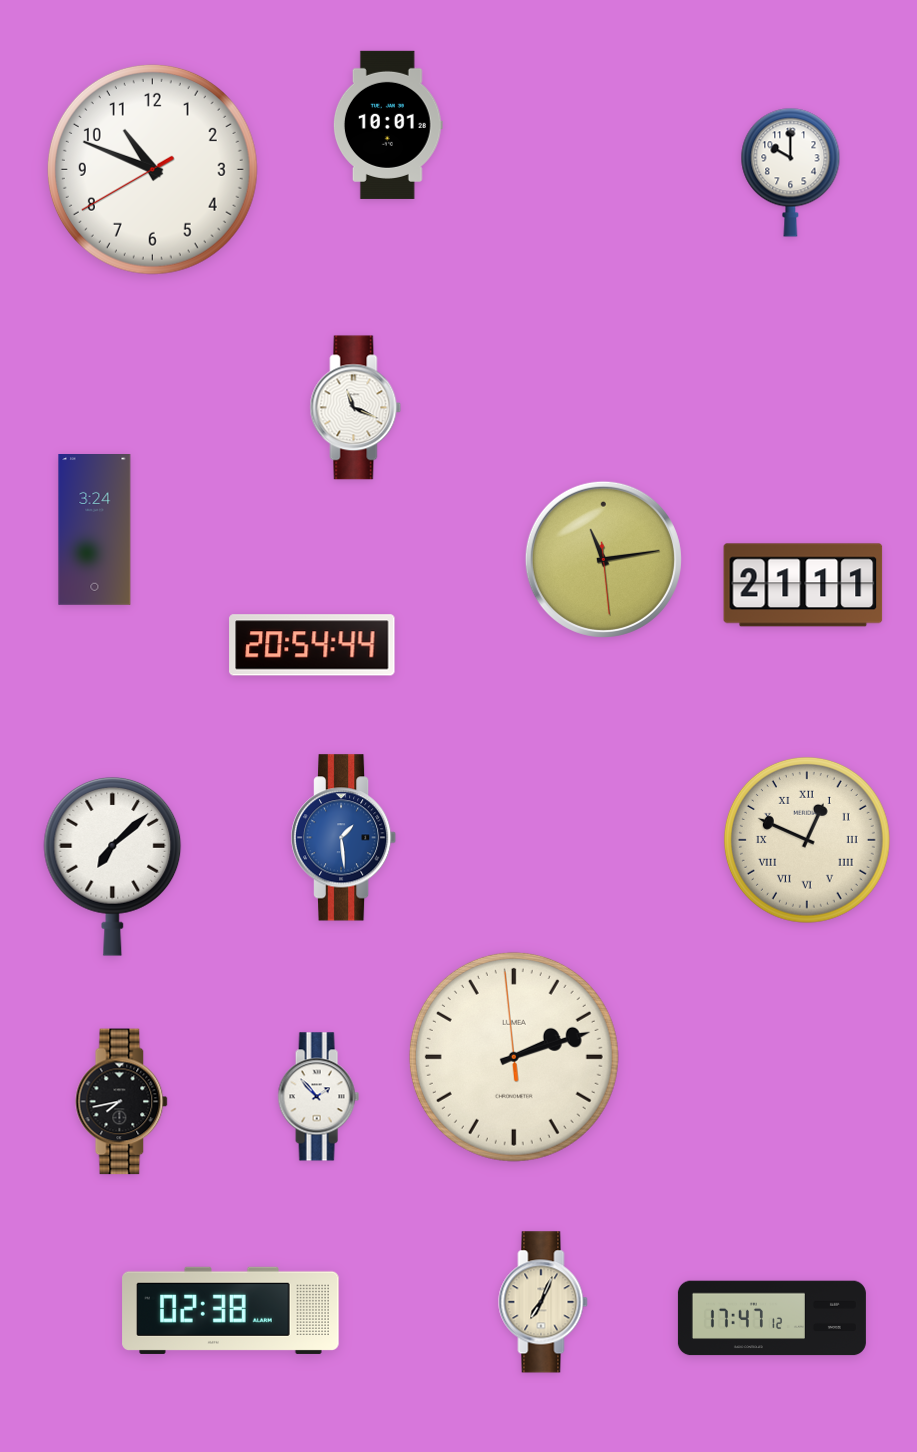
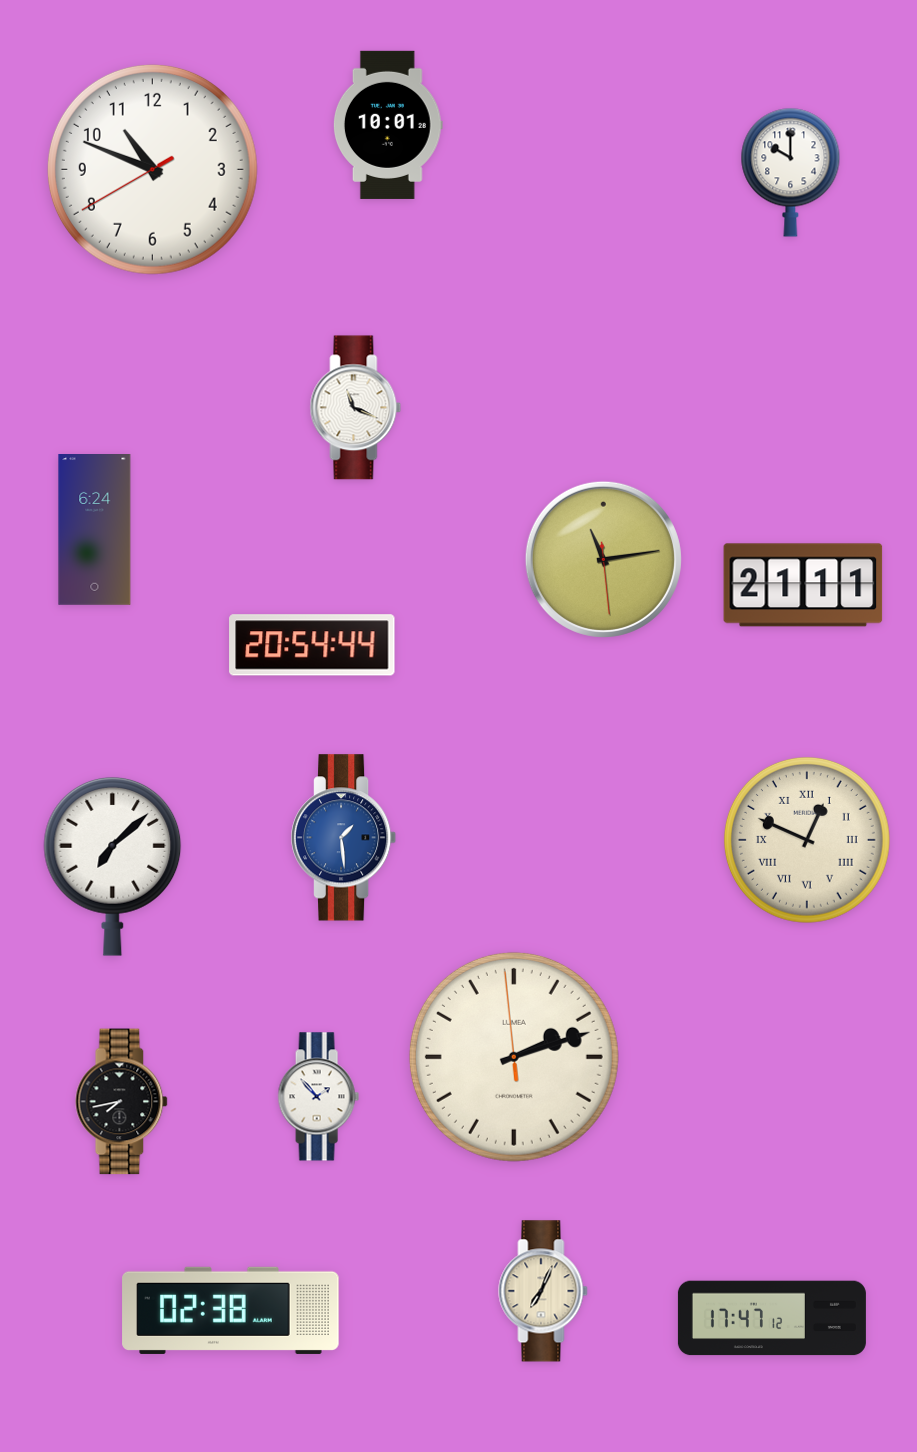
clock at (95, 530): 3:24 -> 6:24
clock at (543, 1302) position: (543, 1302) -> (543, 1291)
